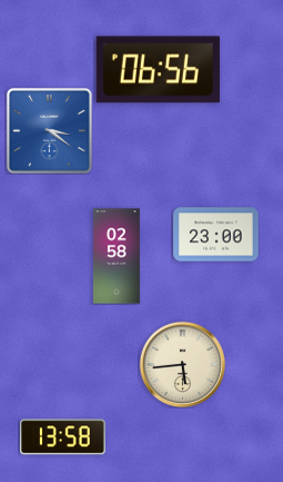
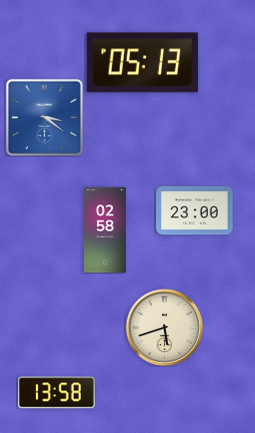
clock at (158, 70): 06:56 -> 05:13
clock at (182, 364): 5:44 -> 5:42
